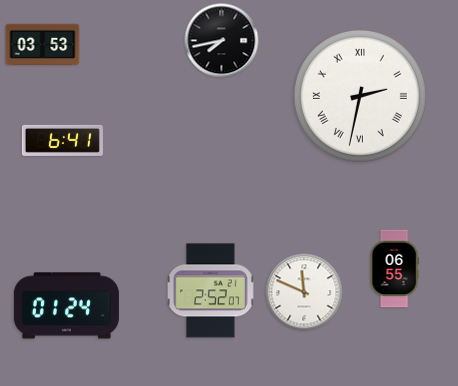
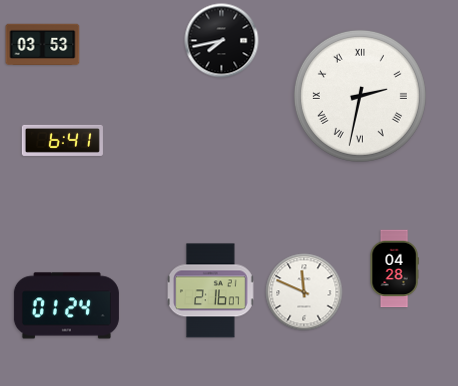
clock at (394, 269): 06:55 -> 04:28
clock at (211, 291): 2:52 -> 2:16
